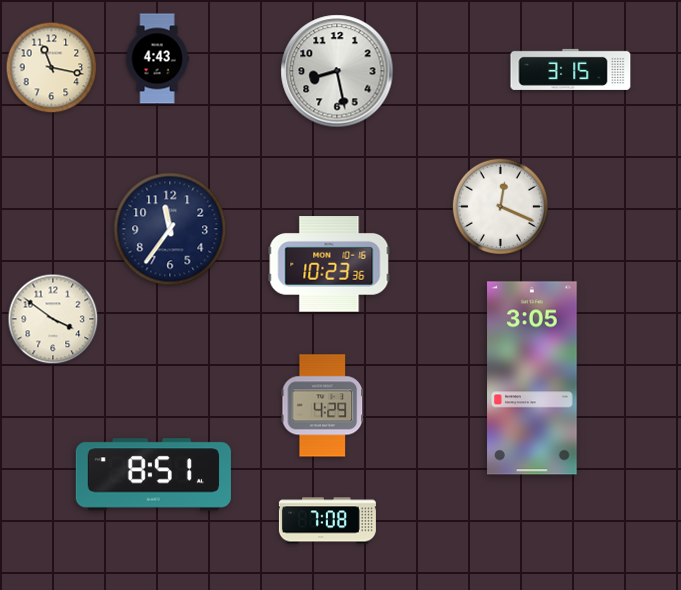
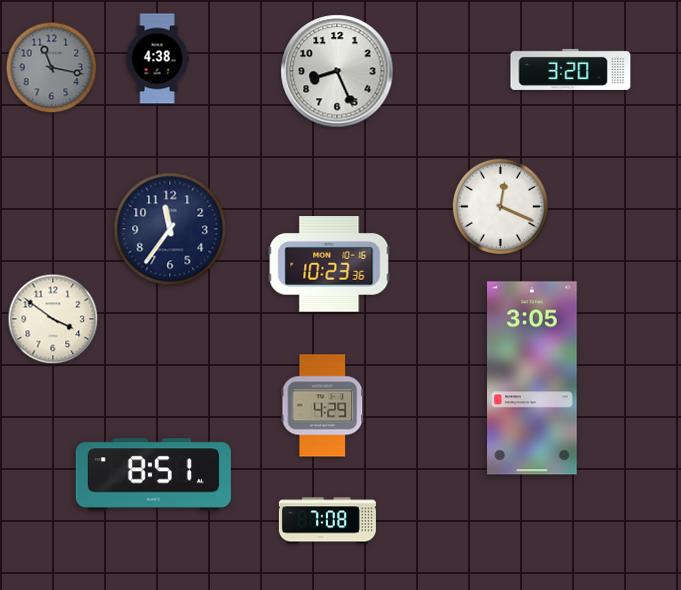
clock at (157, 59): 4:43 -> 4:38
clock at (52, 68) dial: cream -> grey
clock at (571, 69): 3:15 -> 3:20
clock at (337, 71): 8:28 -> 8:26
